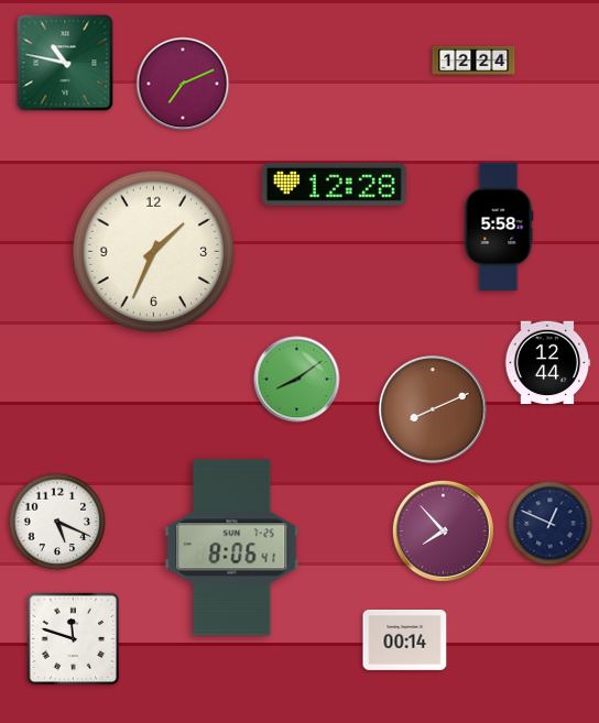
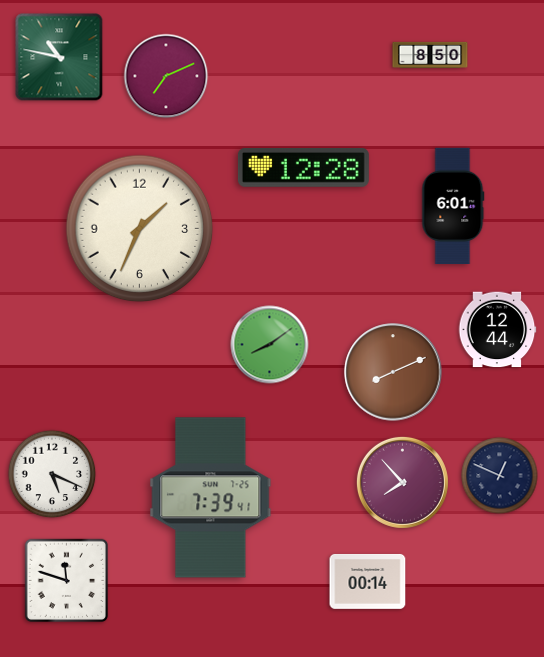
clock at (473, 61): 12:24 -> 8:50
clock at (499, 227): 5:58 -> 6:01
clock at (232, 548): 8:06 -> 7:39
